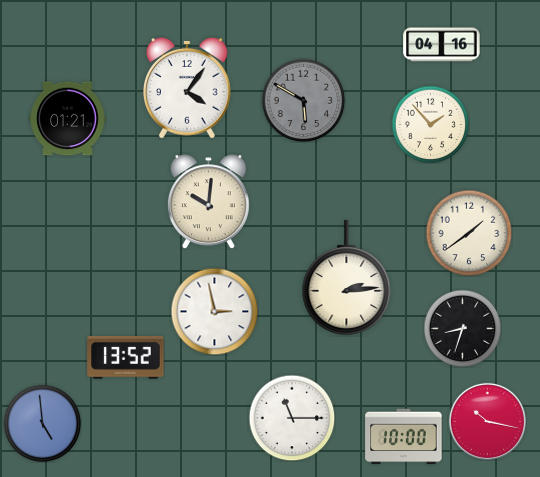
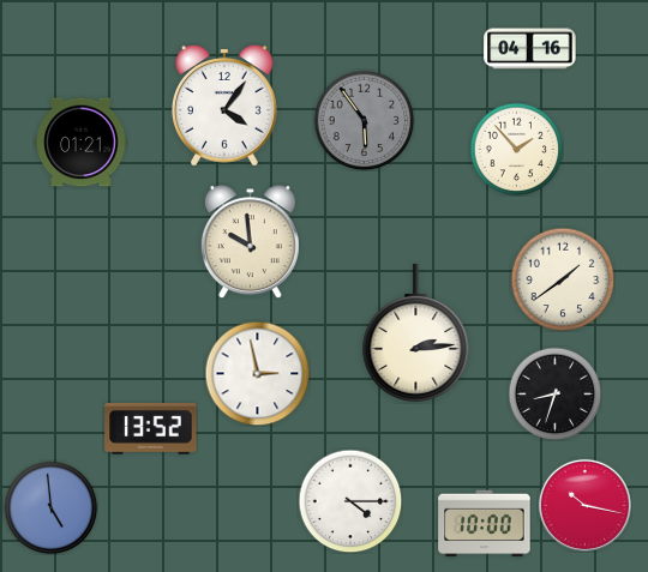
clock at (442, 45) position: (442, 45) -> (530, 49)
clock at (303, 100): 5:50 -> 5:54
clock at (208, 202): 10:01 -> 9:59
clock at (292, 418): 11:15 -> 4:15
